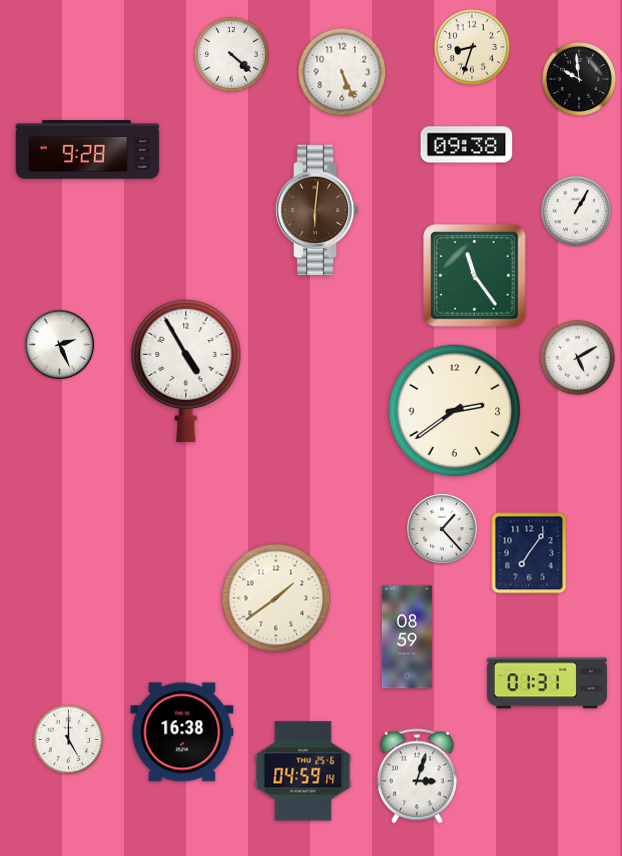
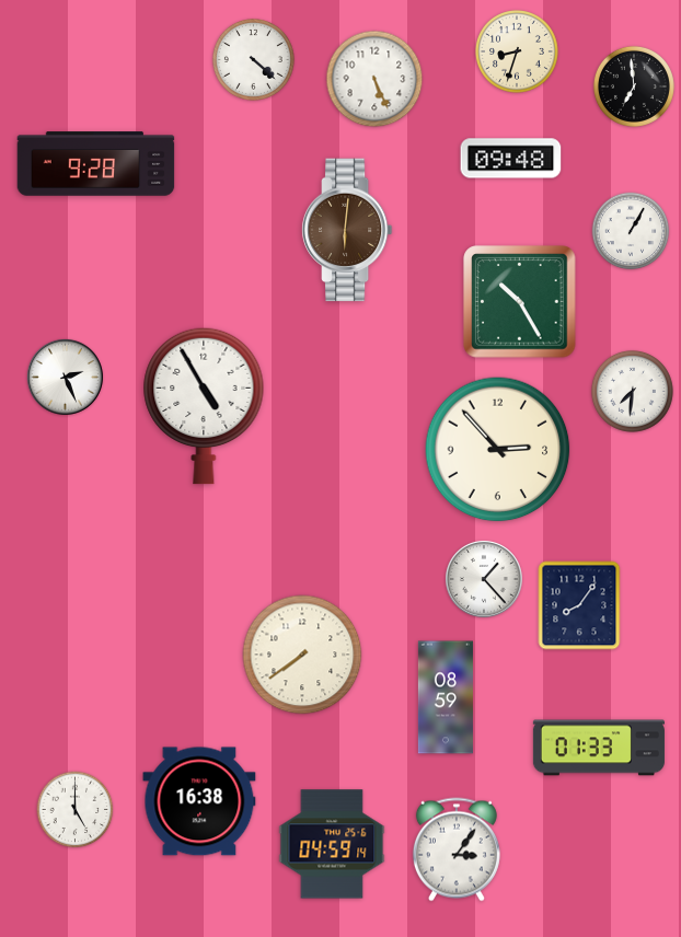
clock at (579, 79): 9:59 -> 6:59
clock at (467, 145): 09:38 -> 09:48
clock at (475, 276): 11:24 -> 10:25
clock at (577, 357): 5:10 -> 7:31
clock at (455, 411): 2:39 -> 2:53
clock at (529, 553): 7:06 -> 8:06
clock at (276, 598): 1:39 -> 7:39
clock at (547, 683): 01:31 -> 01:33
clock at (417, 776): 3:03 -> 3:06
